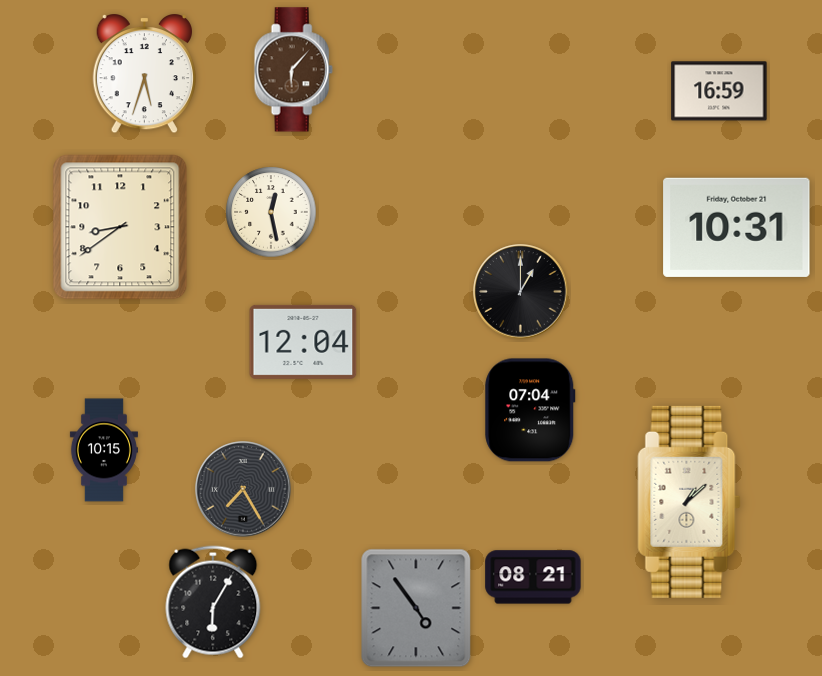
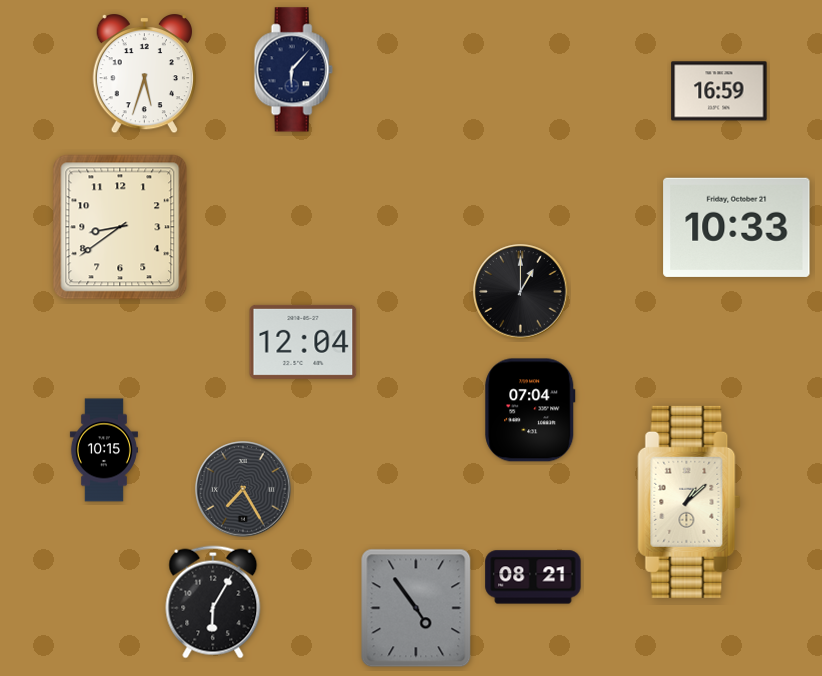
clock at (293, 70) dial: brown -> navy
clock at (271, 212): 12:28 -> none
clock at (737, 227): 10:31 -> 10:33
